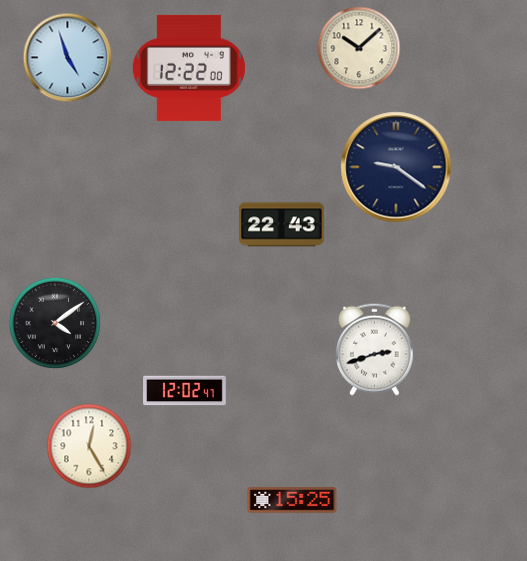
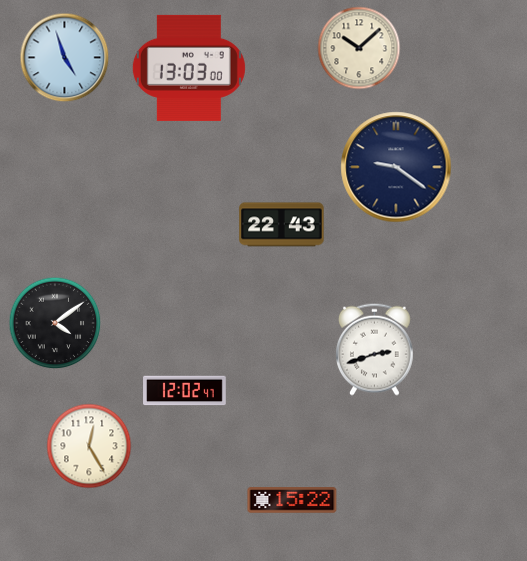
clock at (68, 58) position: (68, 58) -> (65, 58)
clock at (189, 68): 12:22 -> 13:03
clock at (292, 500): 15:25 -> 15:22
